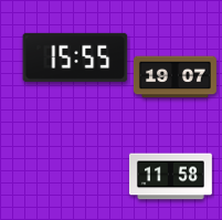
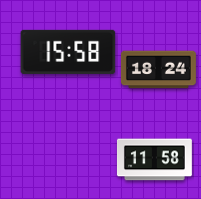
clock at (75, 57): 15:55 -> 15:58
clock at (175, 77): 19:07 -> 18:24
